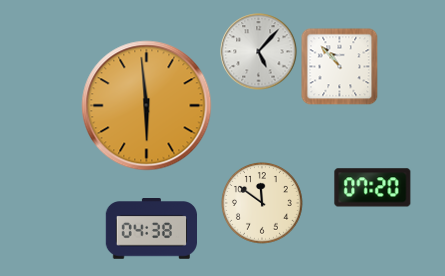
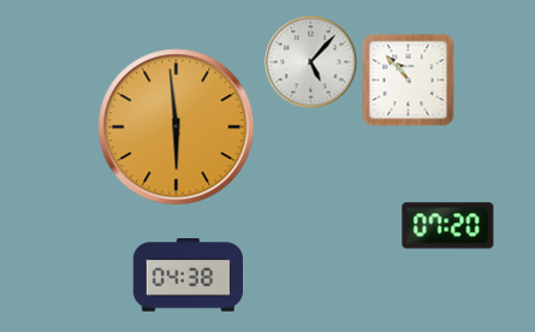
clock at (263, 204): 11:51 -> none
clock at (151, 229) position: (151, 229) -> (188, 275)
